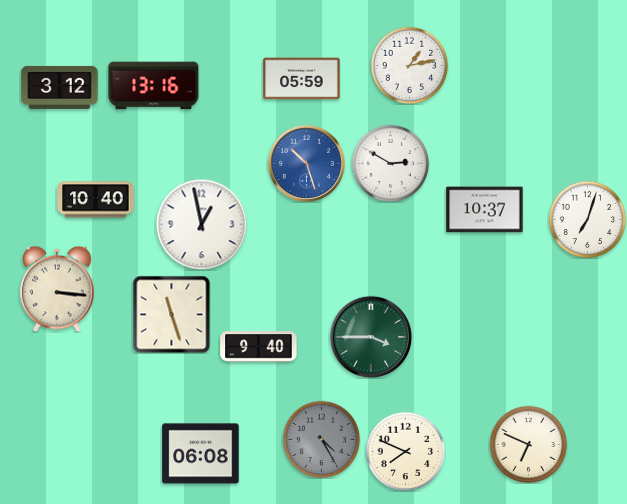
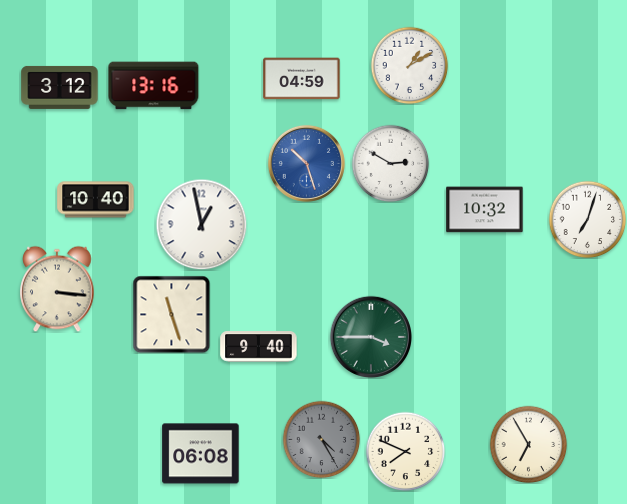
clock at (409, 65): 1:13 -> 1:10
clock at (302, 79): 05:59 -> 04:59
clock at (485, 210): 10:37 -> 10:32
clock at (528, 444): 6:49 -> 6:55
